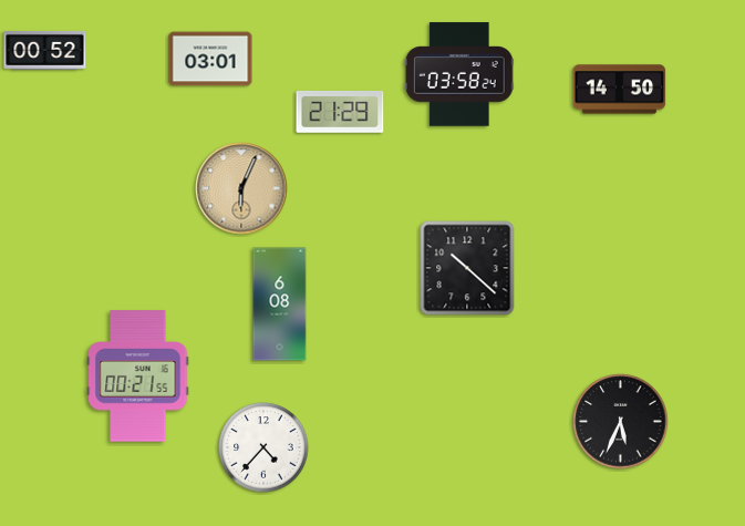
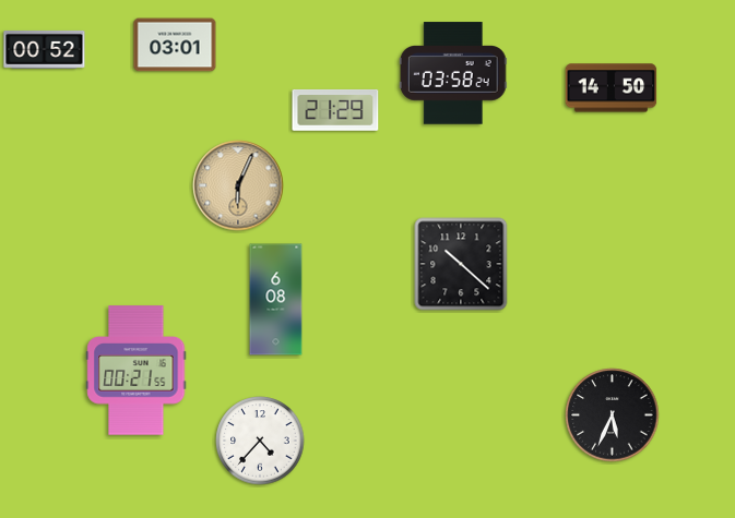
clock at (210, 59) position: (210, 59) -> (175, 45)
